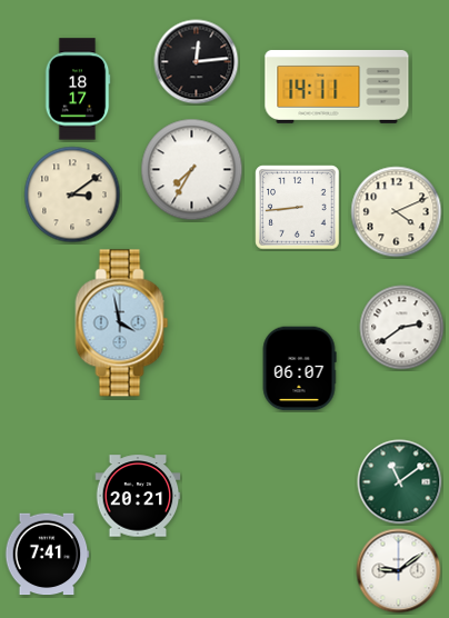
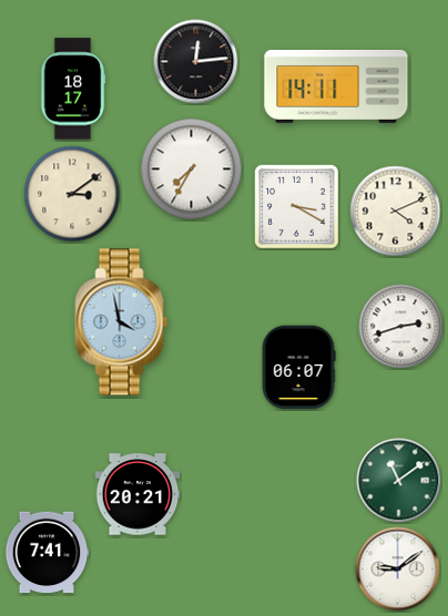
clock at (78, 89) position: (78, 89) -> (73, 89)
clock at (298, 208): 8:44 -> 3:20
clock at (402, 328): 2:39 -> 2:42
